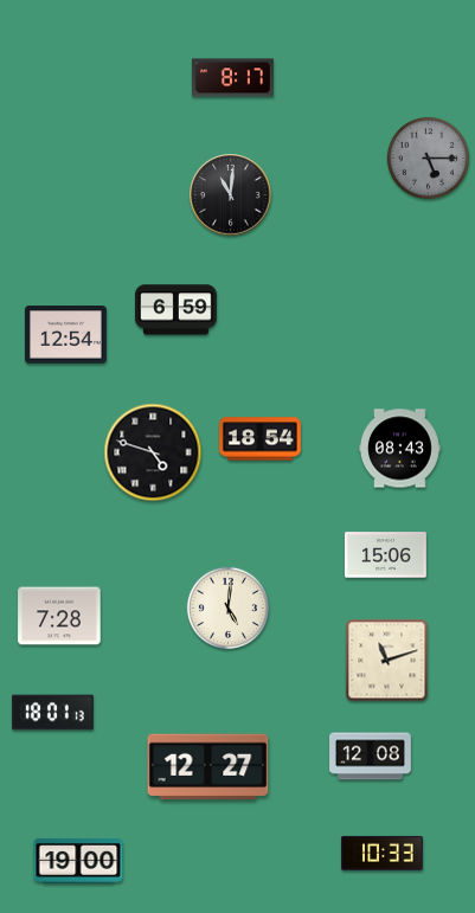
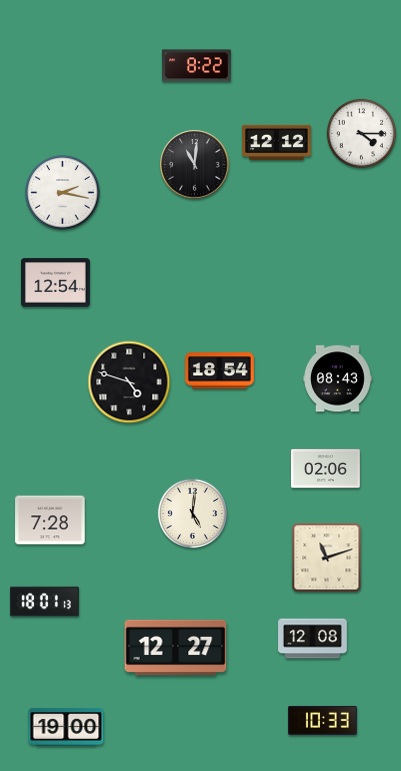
clock at (233, 78): 8:17 -> 8:22
clock at (428, 157): 5:15 -> 4:15
clock at (428, 157) dial: grey -> white
clock at (277, 142): none -> 12:12
clock at (63, 193): none -> 2:17
clock at (176, 310): 6:59 -> none
clock at (386, 555): 15:06 -> 02:06
